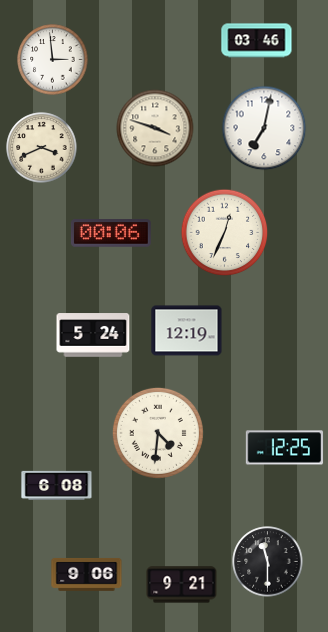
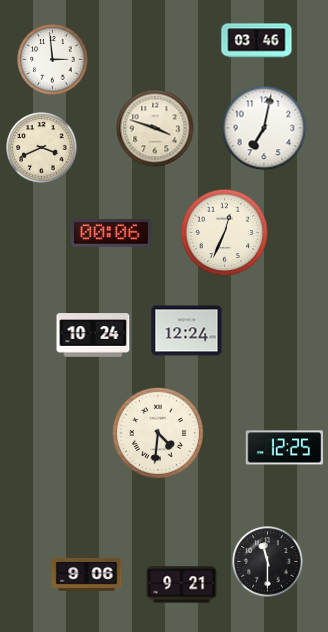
clock at (187, 331): 12:19 -> 12:24
clock at (93, 335): 5:24 -> 10:24
clock at (57, 485): 6:08 -> none
